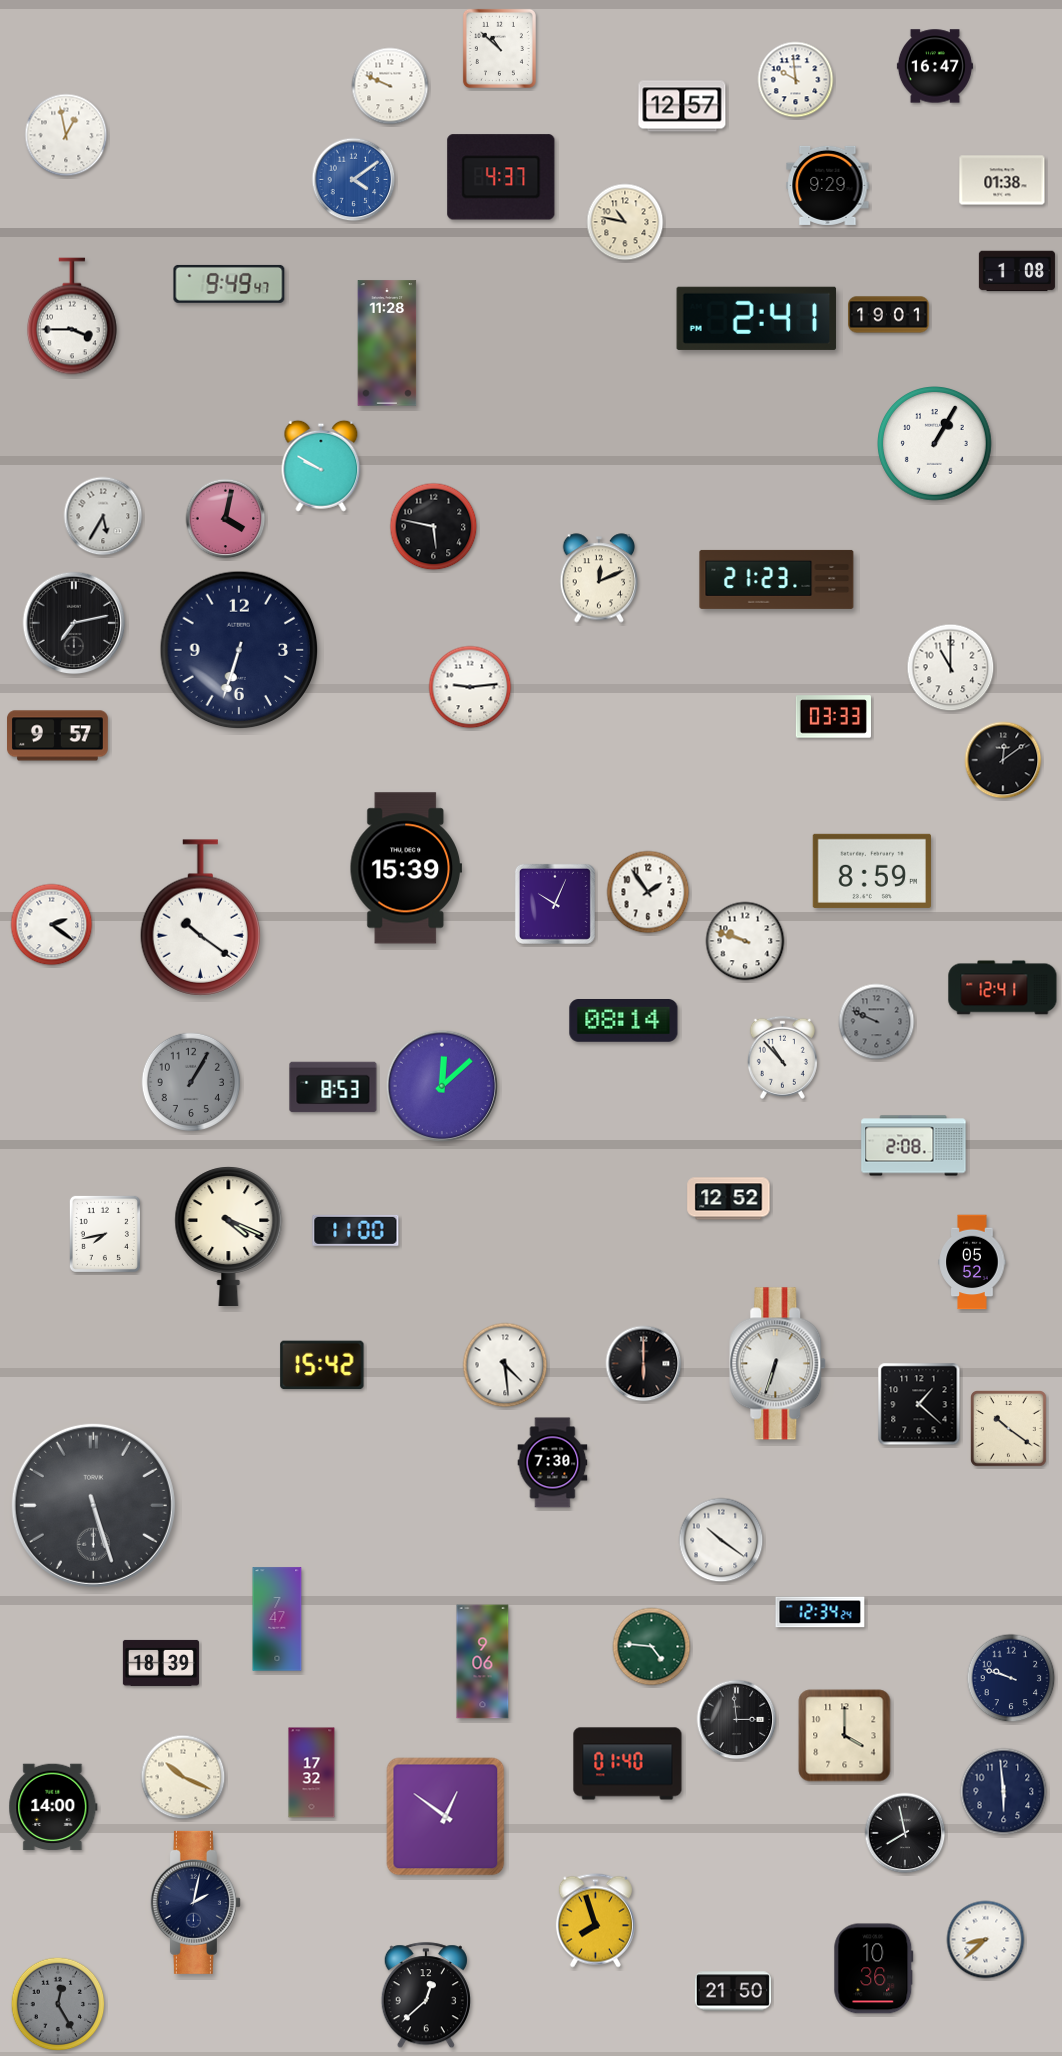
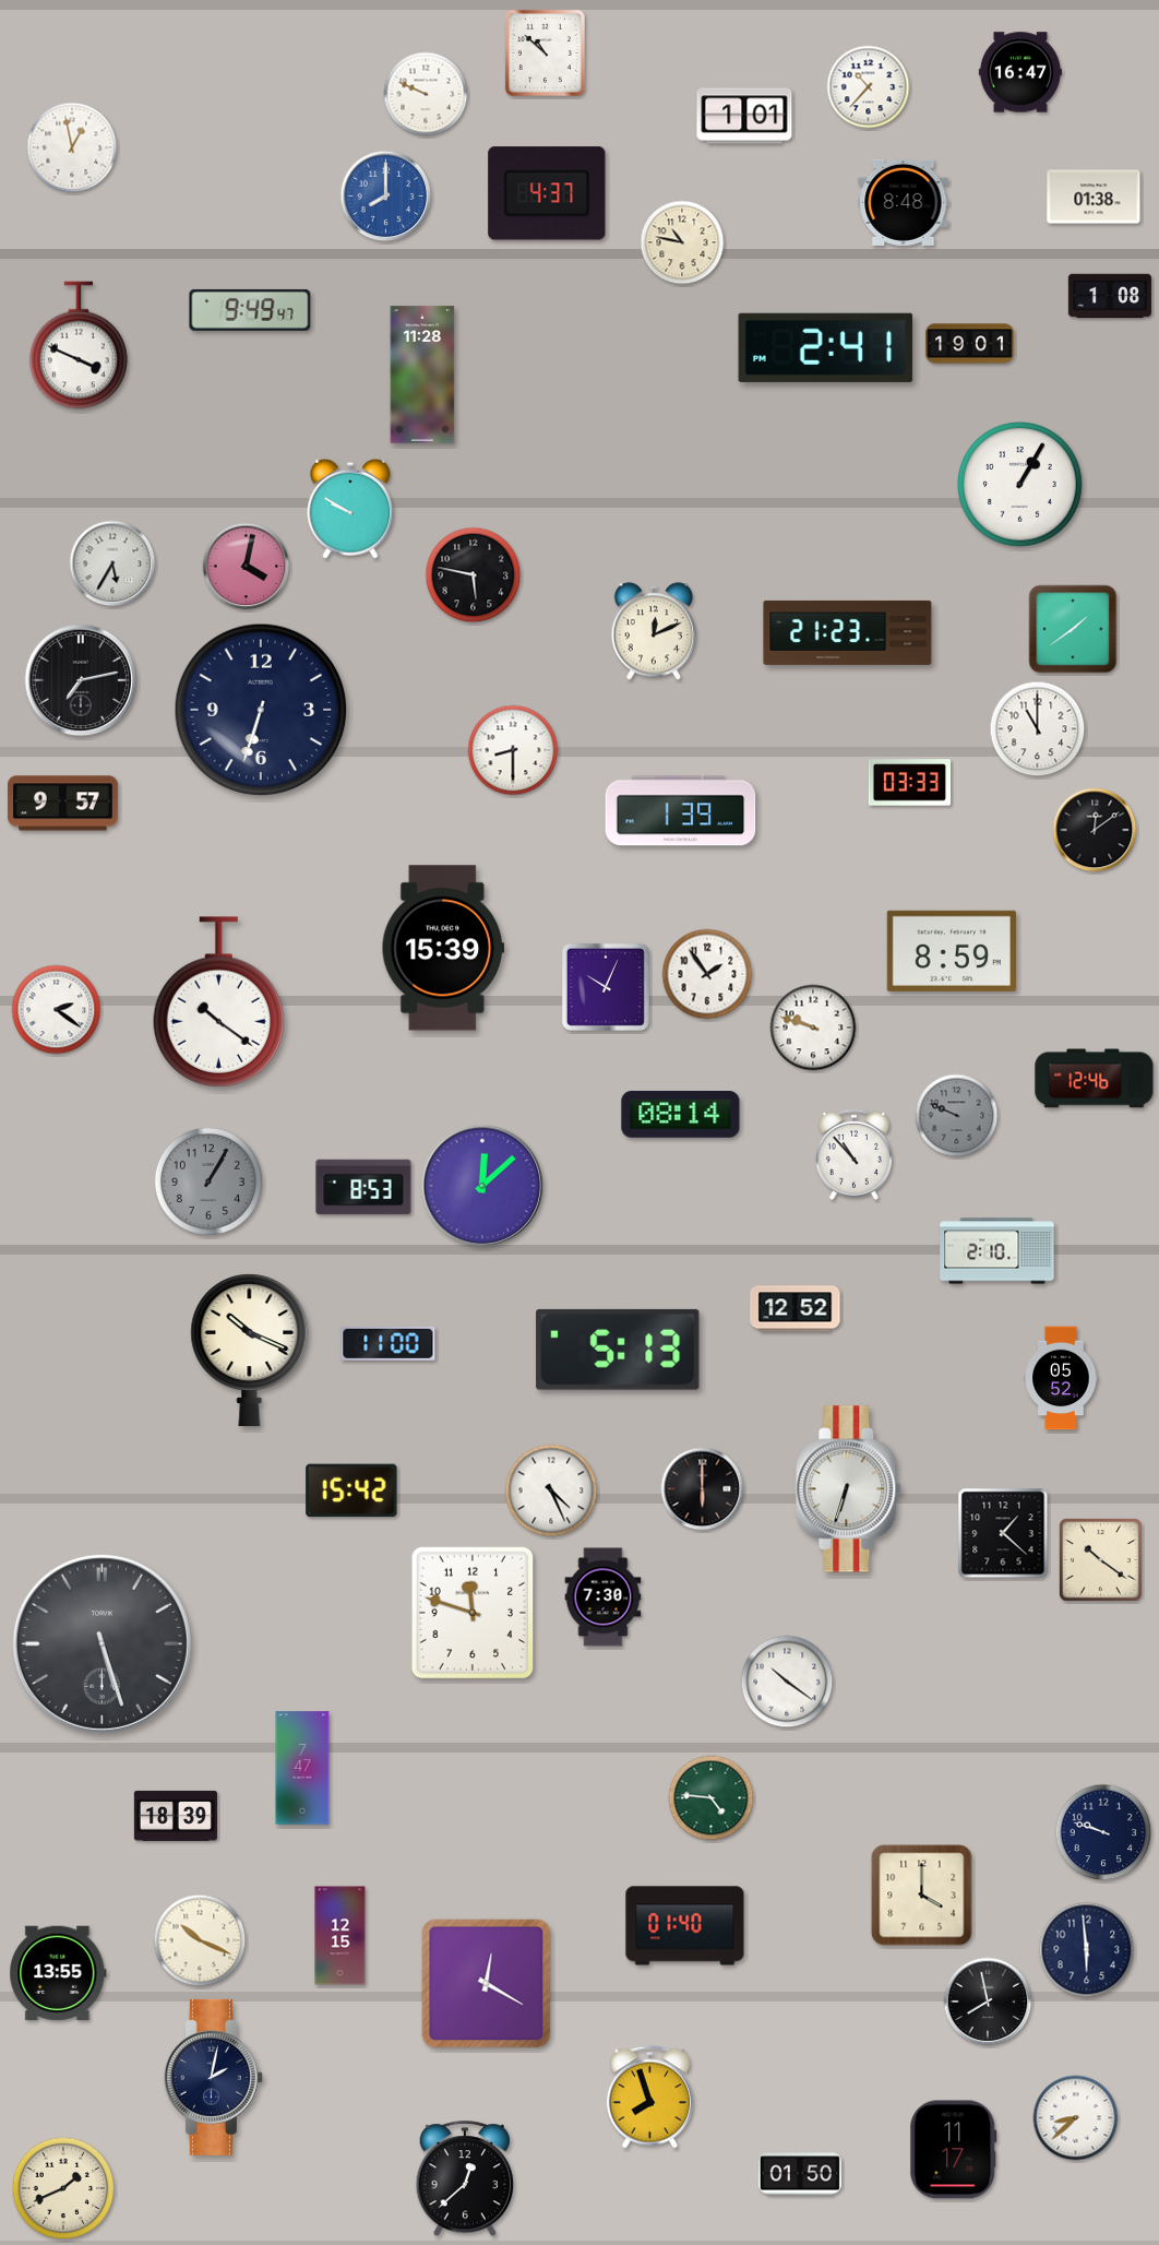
clock at (796, 80): 9:59 -> 10:37
clock at (682, 106): 12:57 -> 1:01
clock at (354, 180): 4:09 -> 8:00
clock at (828, 185): 9:29 -> 8:48
clock at (73, 316): 3:45 -> 3:49
clock at (1073, 629): none -> 1:39
clock at (470, 687): 9:14 -> 8:30
clock at (681, 811): none -> 1:39
clock at (1003, 988): 12:41 -> 12:46
clock at (914, 1146): 2:08 -> 2:10
clock at (105, 1234): 7:43 -> none
clock at (229, 1236): 4:19 -> 10:19
clock at (618, 1350): none -> 5:13
clock at (505, 1365): 4:29 -> 4:26
clock at (473, 1613): none -> 11:48
clock at (820, 1612): 12:34 -> none
clock at (483, 1662): 9:06 -> none
clock at (737, 1720): 2:59 -> none
clock at (312, 1773): 17:32 -> 12:15
clock at (1004, 1792) position: (1004, 1792) -> (1087, 1950)
clock at (53, 1807): 14:00 -> 13:55
clock at (446, 1817): 12:51 -> 12:20
clock at (874, 1969): 10:36 -> 11:17
clock at (733, 1991): 21:50 -> 01:50
clock at (58, 2004): 12:25 -> 1:41
clock at (58, 2004) dial: grey -> cream
